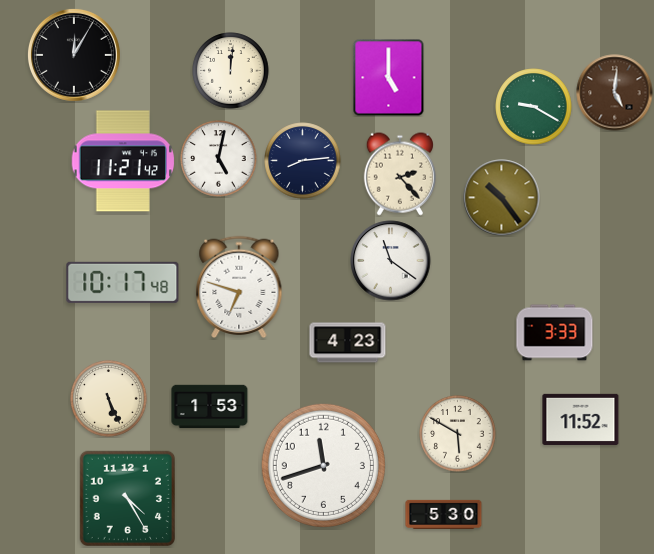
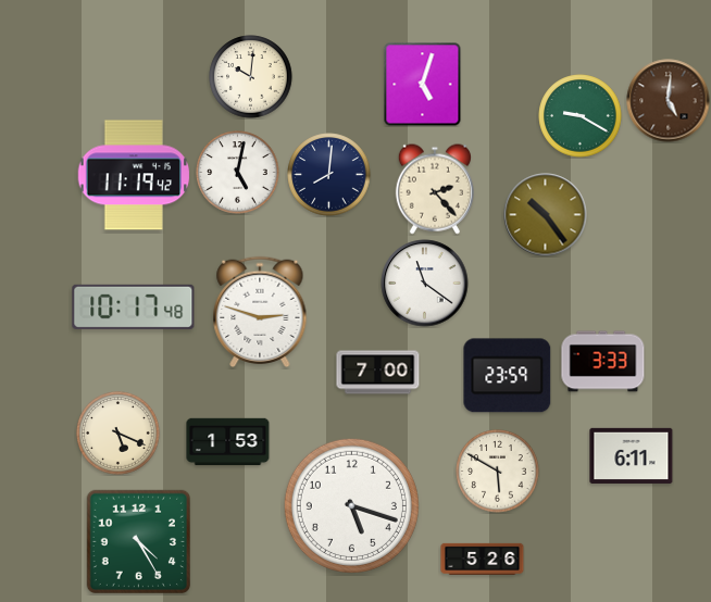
clock at (74, 55): 12:05 -> none
clock at (231, 71): 12:01 -> 10:01
clock at (389, 78): 5:00 -> 5:03
clock at (123, 161): 11:21 -> 11:19
clock at (303, 161): 8:14 -> 8:01
clock at (239, 287): 6:48 -> 2:48
clock at (348, 343): 4:23 -> 7:00
clock at (508, 376): none -> 23:59
clock at (109, 399): 5:26 -> 5:19
clock at (581, 419): 11:52 -> 6:11
clock at (323, 465): 11:42 -> 5:18
clock at (444, 514): 5:30 -> 5:26
